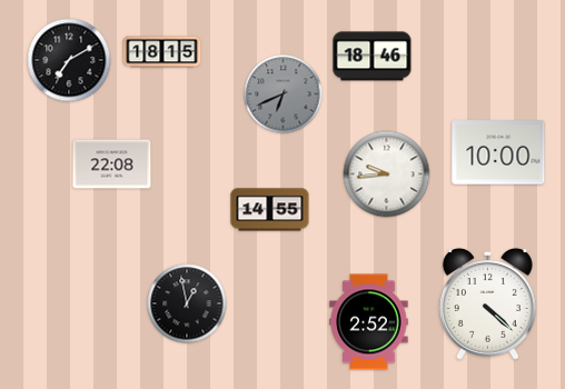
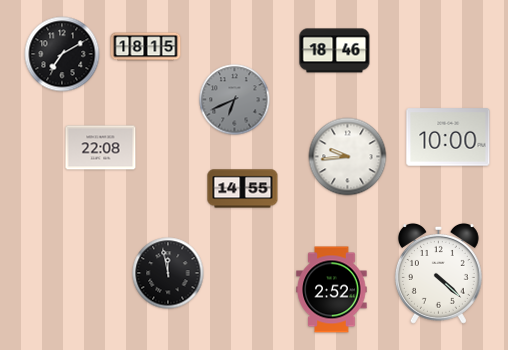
clock at (284, 94) position: (284, 94) -> (235, 100)
clock at (187, 303): 12:58 -> 11:58
